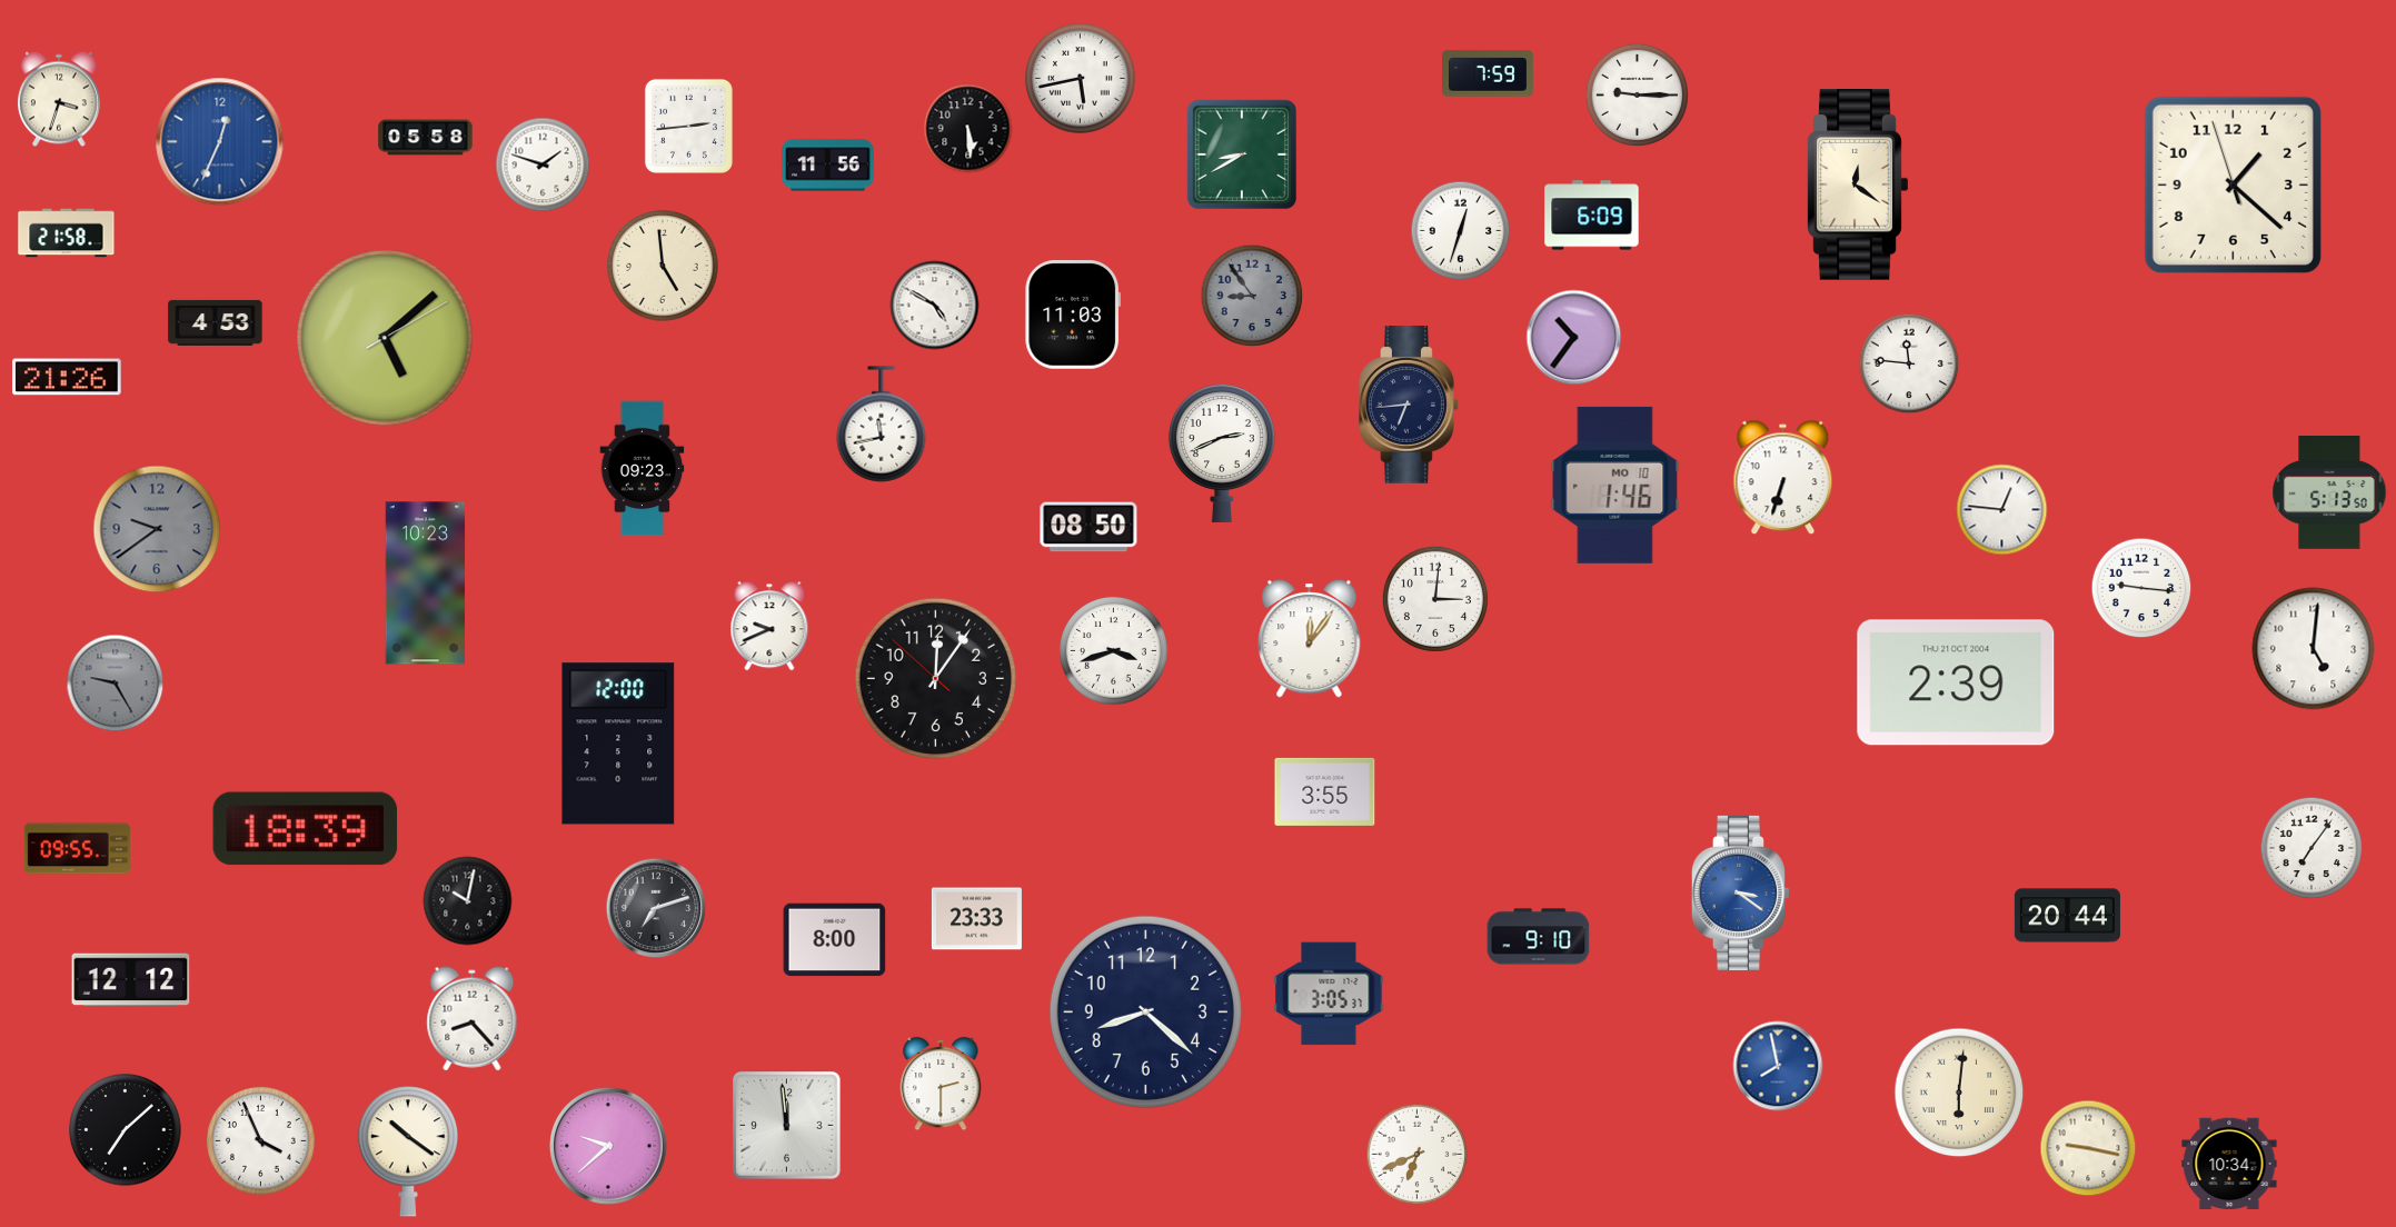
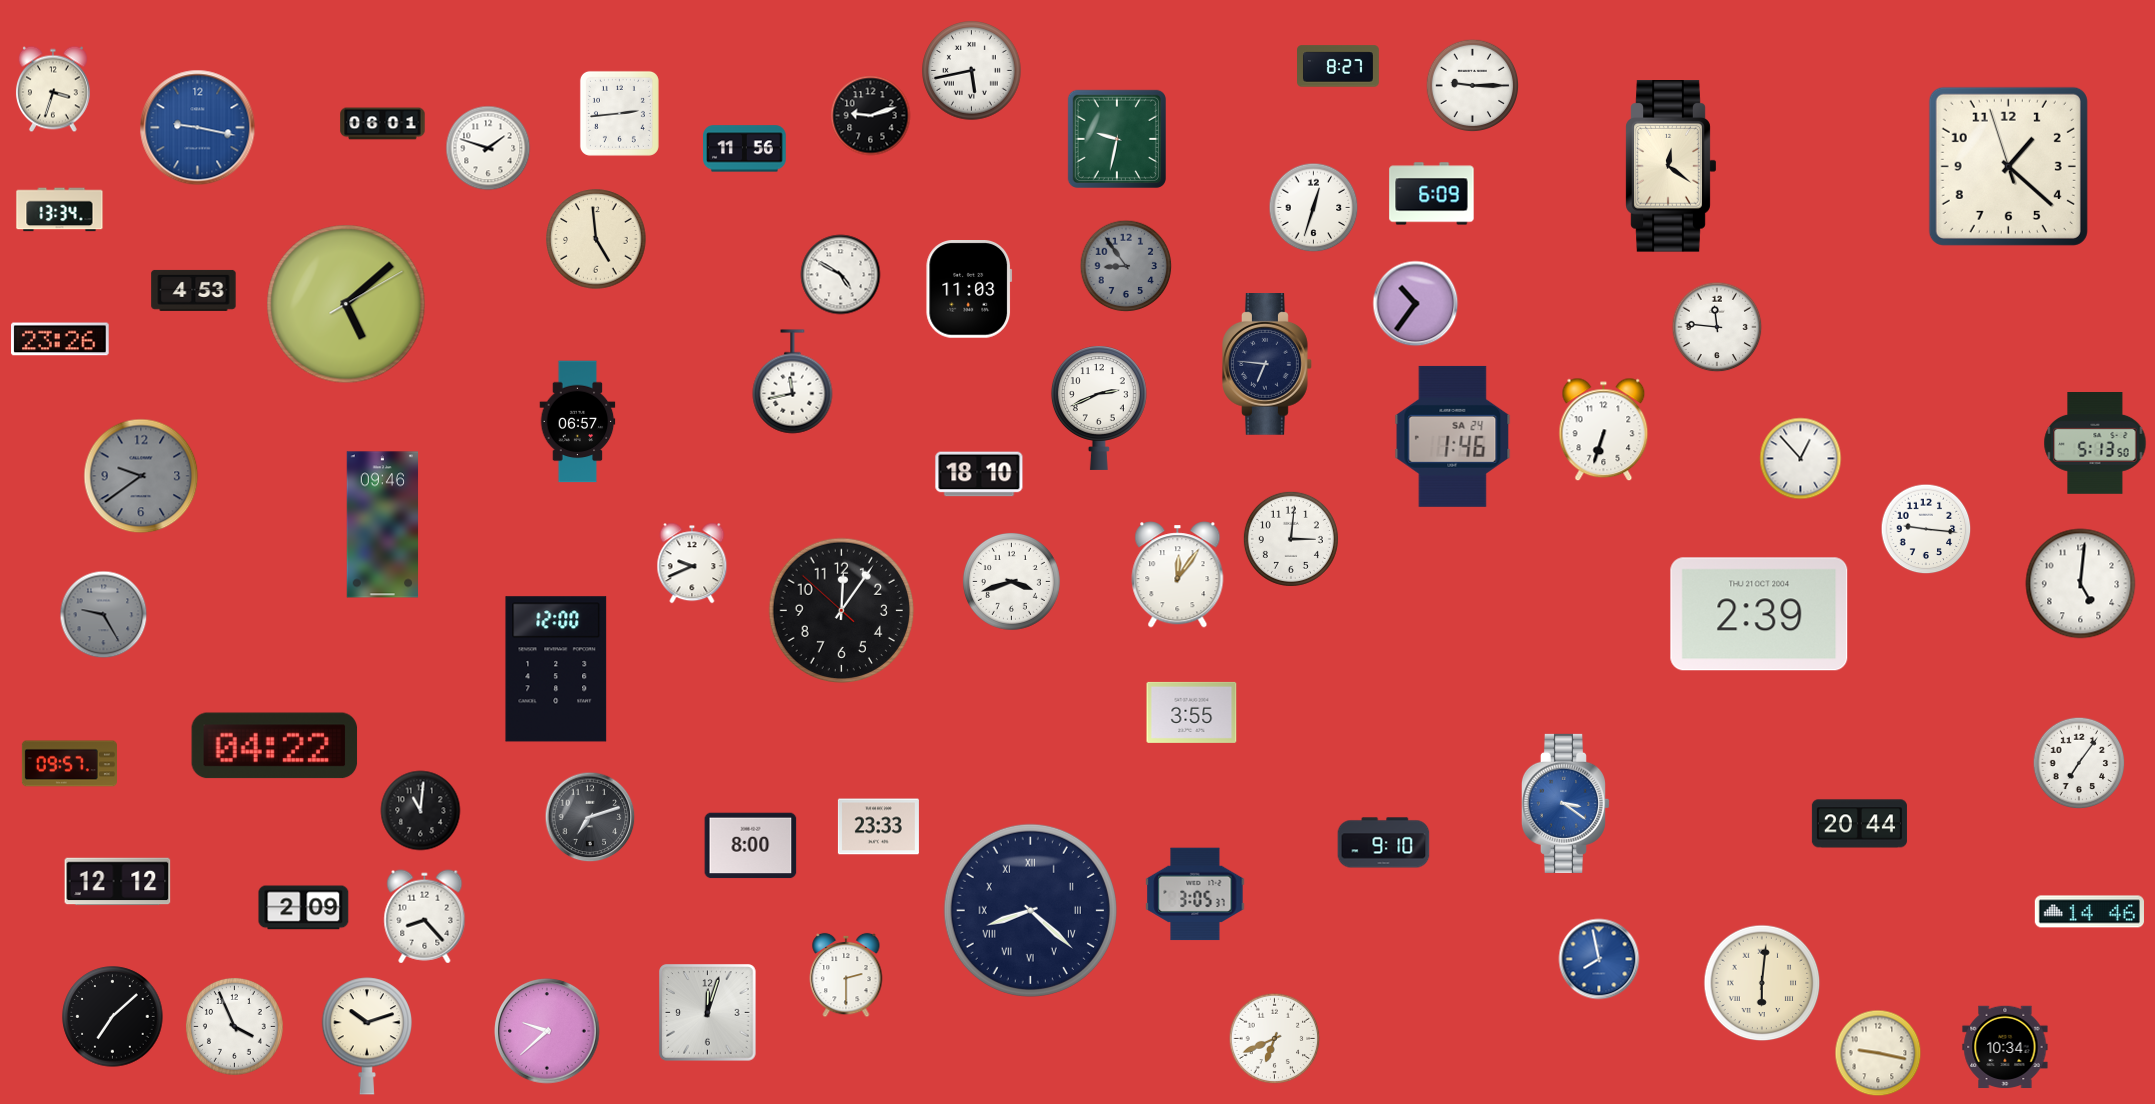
clock at (1489, 73): 7:59 -> 8:27
clock at (968, 129): 5:29 -> 9:12
clock at (426, 138): 05:58 -> 06:01
clock at (220, 142): 12:34 -> 9:17
clock at (1242, 154): 8:40 -> 9:32
clock at (67, 233): 21:58 -> 13:34
clock at (1073, 316) position: (1073, 316) -> (969, 290)
clock at (67, 377): 21:26 -> 23:26
clock at (1410, 406): 6:44 -> 6:46
clock at (643, 469): 09:23 -> 06:57
clock at (1615, 485) date: MO 10 -> SA 24
clock at (2002, 510): 12:46 -> 12:53
clock at (1088, 527): 08:50 -> 18:10
clock at (426, 583): 10:23 -> 09:46
clock at (1113, 650) position: (1113, 650) -> (1011, 581)
clock at (306, 829): 18:39 -> 04:22
clock at (77, 849): 09:55 -> 09:57
clock at (468, 901): 10:02 -> 11:01
clock at (304, 908): none -> 2:09
clock at (1145, 1011) numerals: Arabic -> Roman
clock at (2089, 912): none -> 14:46
clock at (787, 1126): 11:59 -> 12:03
clock at (2088, 1148) position: (2088, 1148) -> (1878, 1053)
clock at (407, 1151): 10:21 -> 10:12
